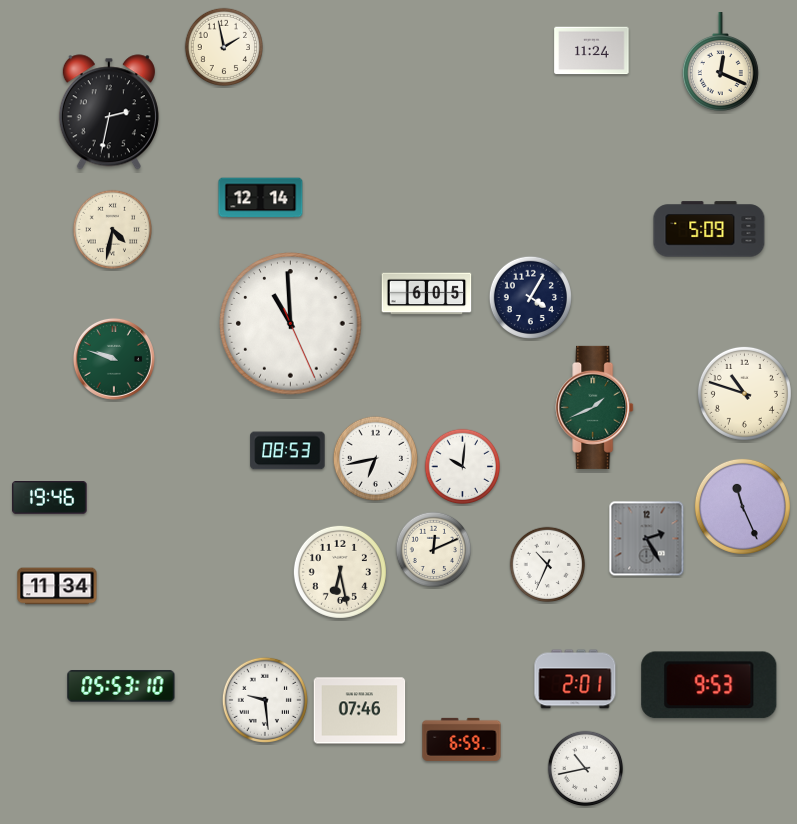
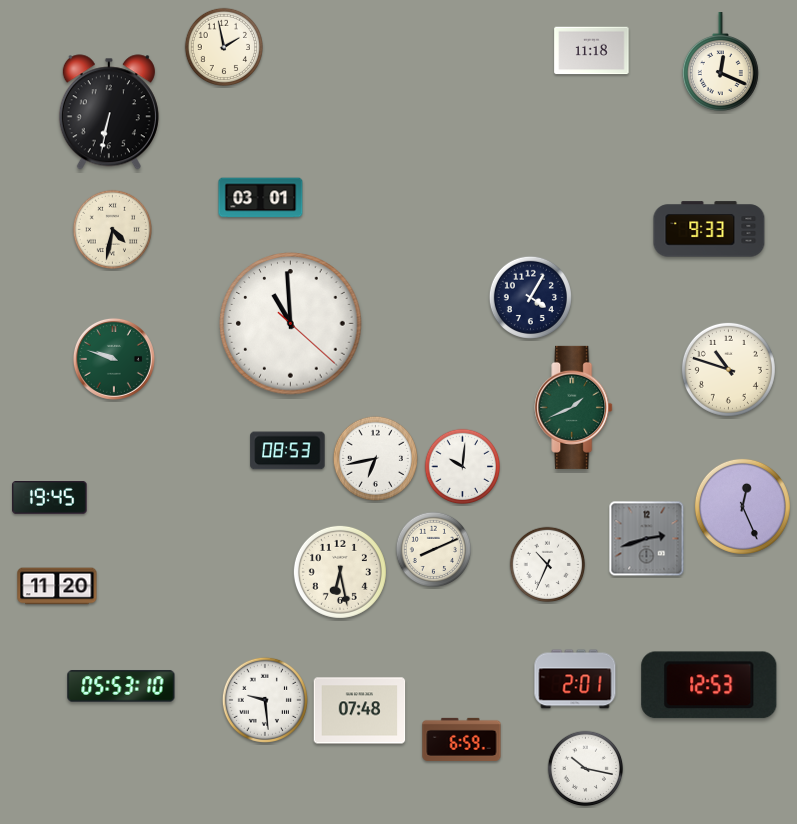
clock at (592, 51): 11:24 -> 11:18
clock at (109, 112): 2:32 -> 6:32
clock at (261, 198): 12:14 -> 03:01
clock at (709, 229): 5:09 -> 9:33
clock at (427, 294): 6:05 -> none
clock at (291, 324): 10:59:26 -> 10:59:22
clock at (744, 393) position: (744, 393) -> (728, 369)
clock at (595, 407) position: (595, 407) -> (574, 407)
clock at (50, 498): 19:46 -> 19:45
clock at (742, 506): 11:26 -> 12:26
clock at (647, 539): 2:25 -> 2:42
clock at (434, 550): 12:11 -> 8:11
clock at (57, 586): 11:34 -> 11:20
clock at (709, 685): 9:53 -> 12:53
clock at (360, 711): 07:46 -> 07:48
clock at (586, 769): 10:43 -> 10:17
